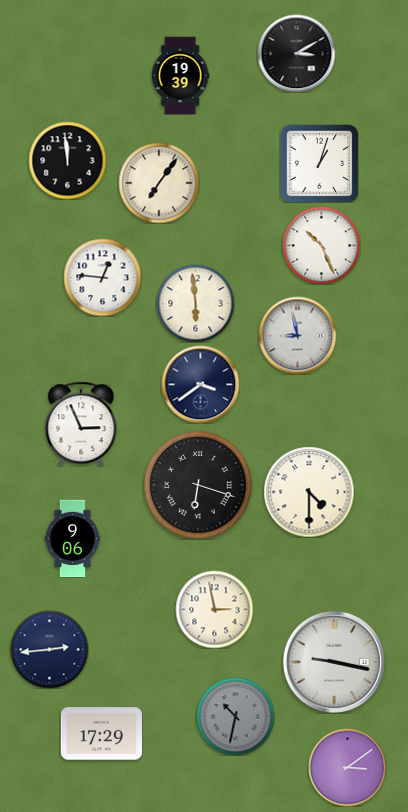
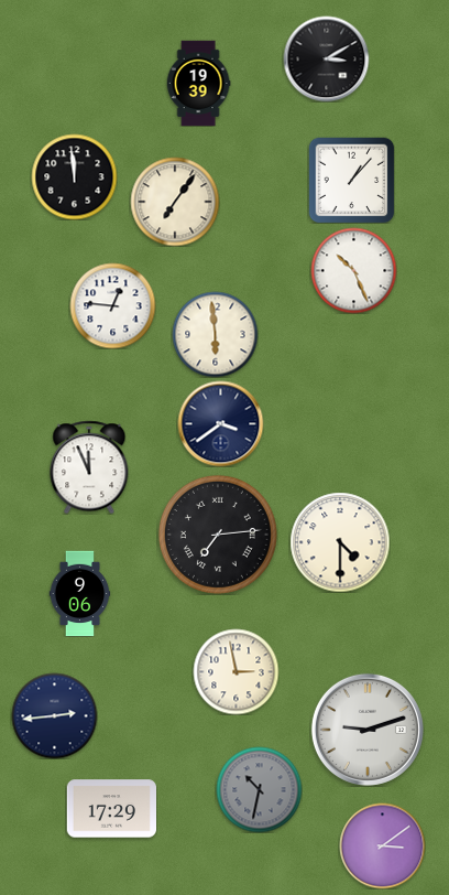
clock at (319, 163): 1:03 -> 1:07
clock at (297, 335): 8:58 -> none
clock at (81, 424): 2:56 -> 11:56
clock at (198, 485): 6:18 -> 7:14
clock at (334, 662): 9:17 -> 9:12
